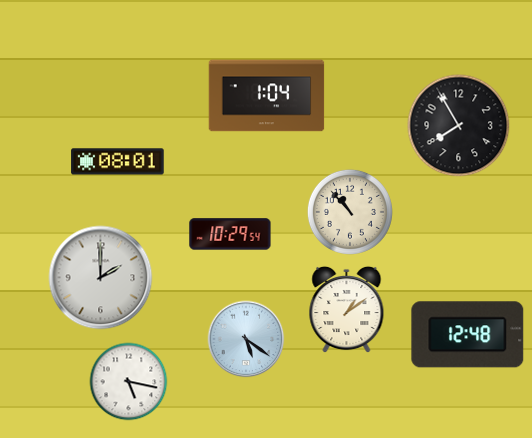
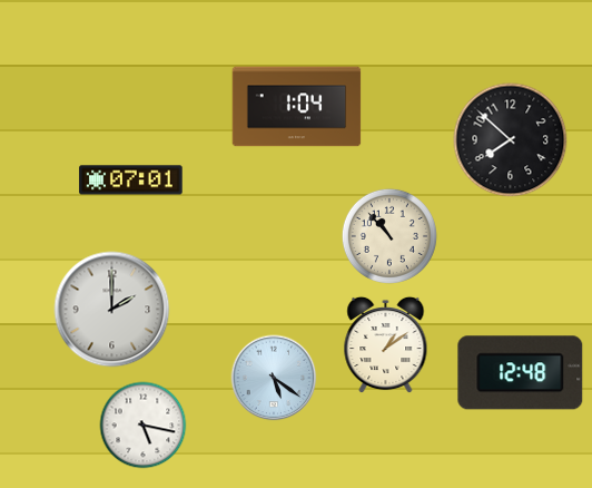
clock at (459, 126): 7:55 -> 7:52
clock at (118, 162): 08:01 -> 07:01
clock at (230, 234): 10:29 -> none
